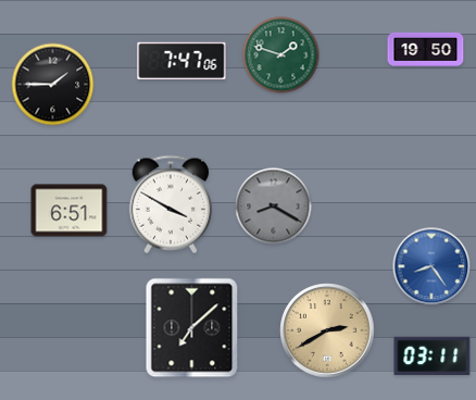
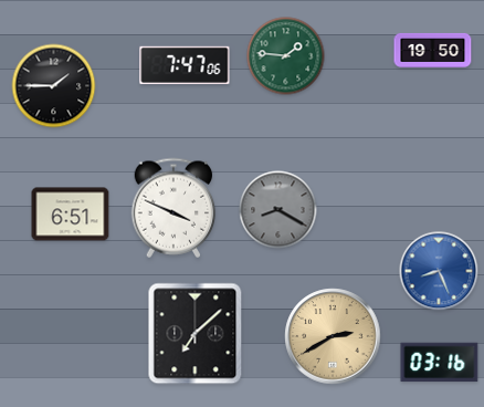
clock at (281, 55): 1:48 -> 1:46
clock at (181, 60) position: (181, 60) -> (185, 64)
clock at (171, 204): 3:50 -> 3:49
clock at (431, 266): 8:24 -> 8:26
clock at (433, 357): 03:11 -> 03:16
